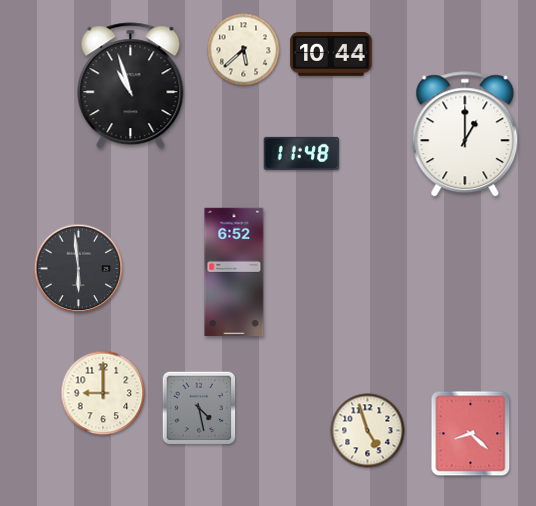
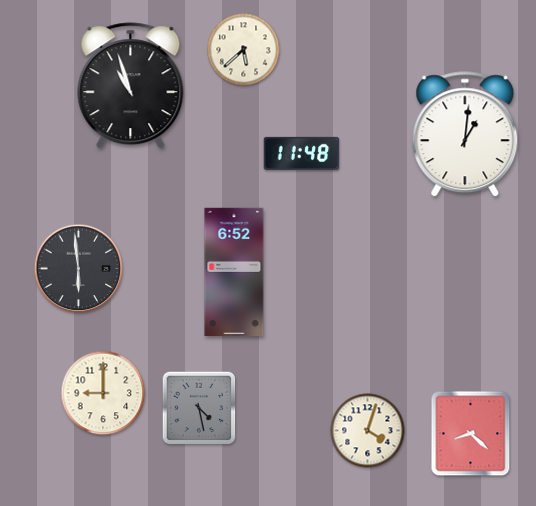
clock at (331, 54): 10:44 -> none
clock at (465, 135): 1:00 -> 1:01
clock at (368, 431): 4:57 -> 4:03
